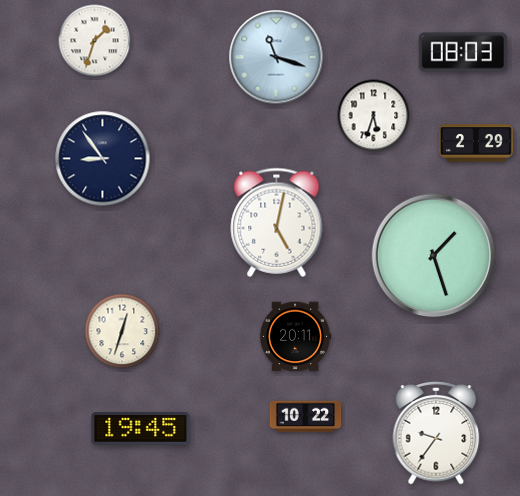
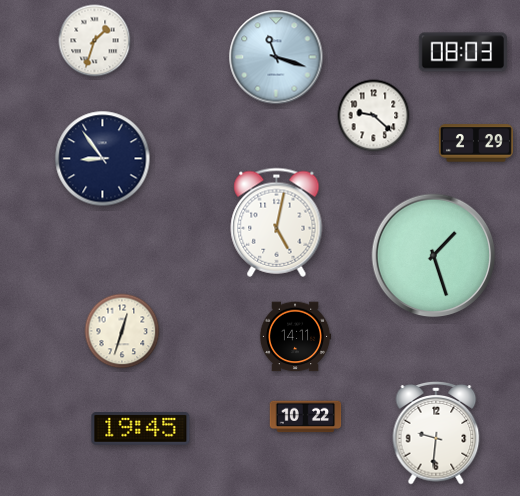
clock at (374, 116): 5:33 -> 9:22
clock at (295, 337): 20:11 -> 14:11
clock at (436, 434): 9:36 -> 9:31
